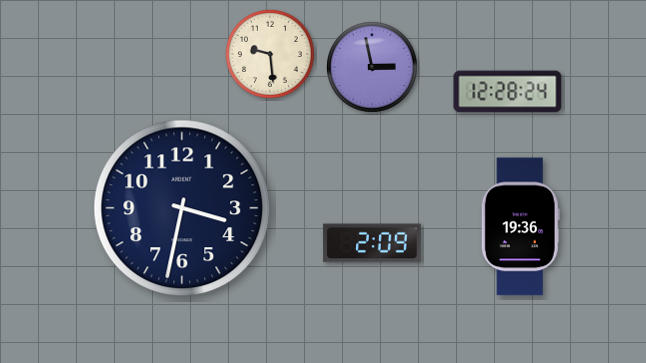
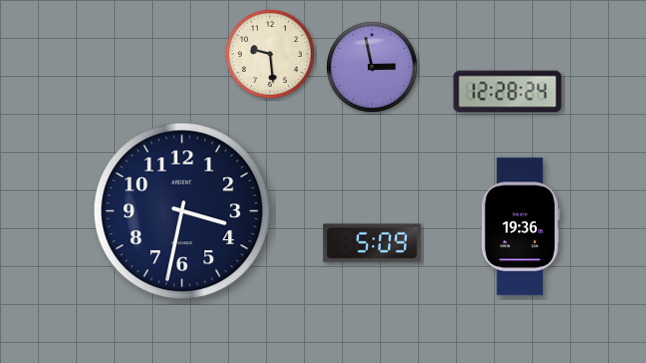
clock at (182, 208) position: (182, 208) -> (182, 211)
clock at (372, 243): 2:09 -> 5:09
